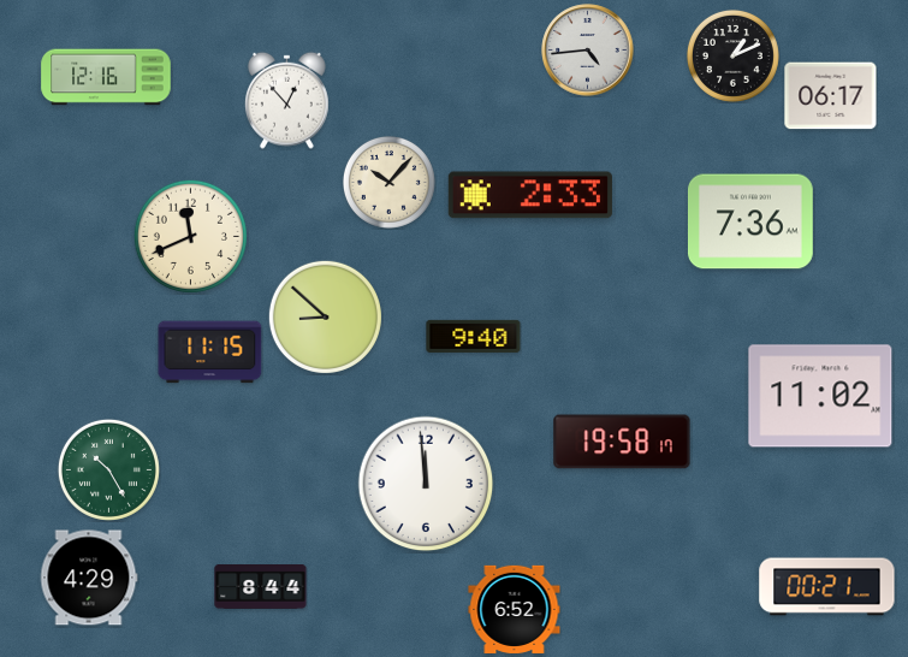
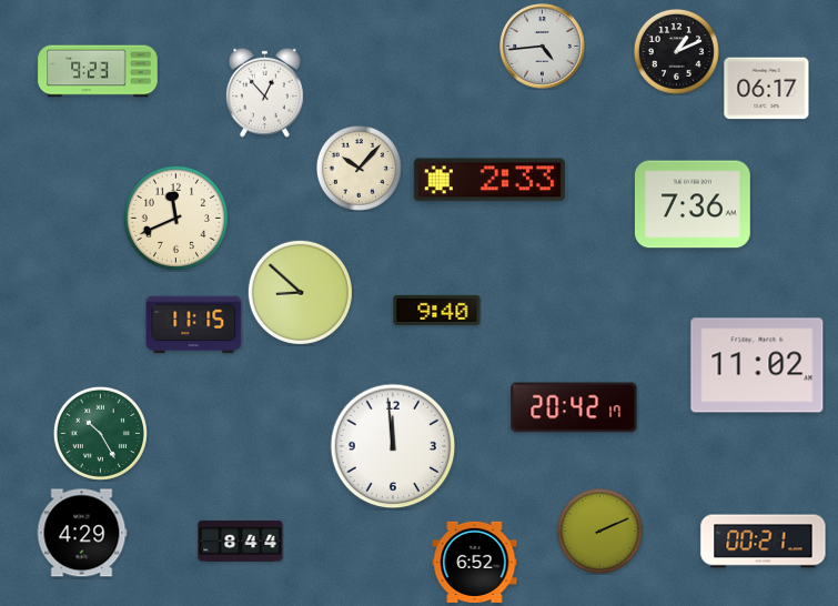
clock at (106, 77): 12:16 -> 9:23
clock at (622, 442): 19:58 -> 20:42
clock at (599, 531): none -> 2:11
